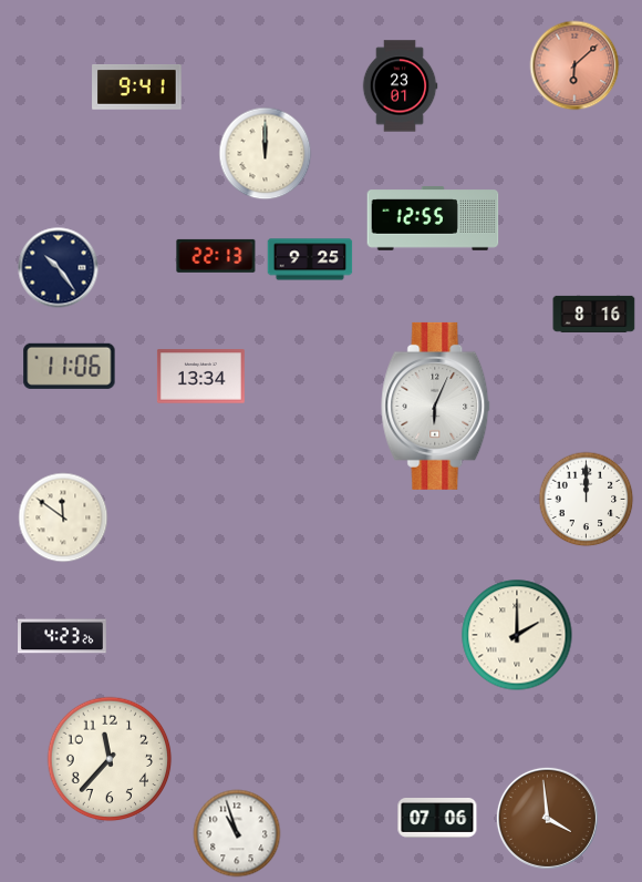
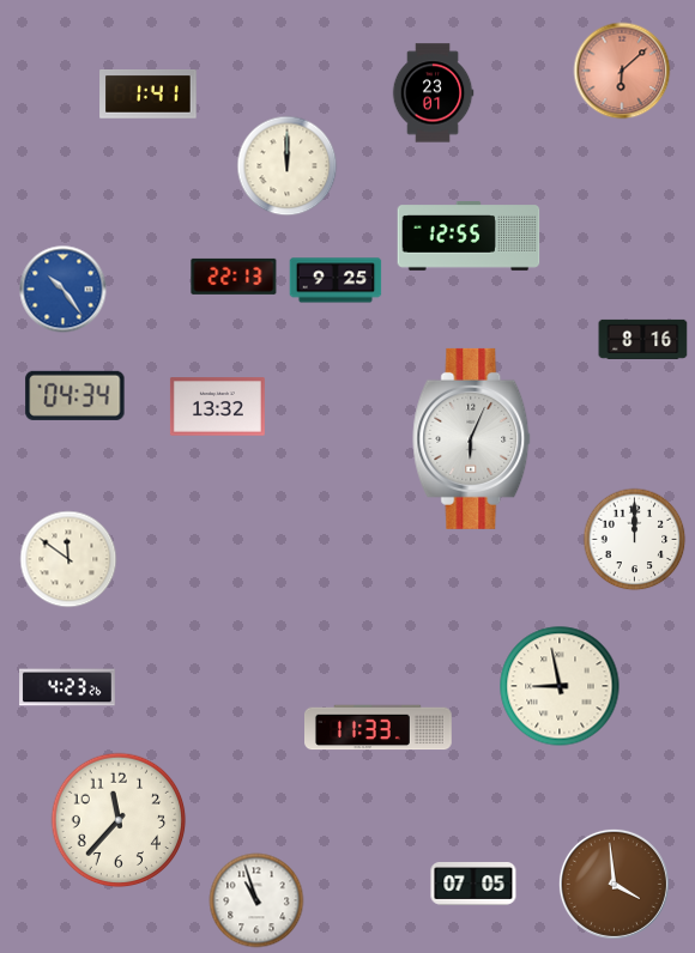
clock at (137, 88): 9:41 -> 1:41
clock at (59, 268) dial: navy -> blue
clock at (70, 366): 11:06 -> 04:34
clock at (200, 377): 13:34 -> 13:32
clock at (517, 635): 2:00 -> 8:58
clock at (379, 728): none -> 11:33
clock at (547, 818) position: (547, 818) -> (614, 884)
clock at (437, 819): 07:06 -> 07:05
